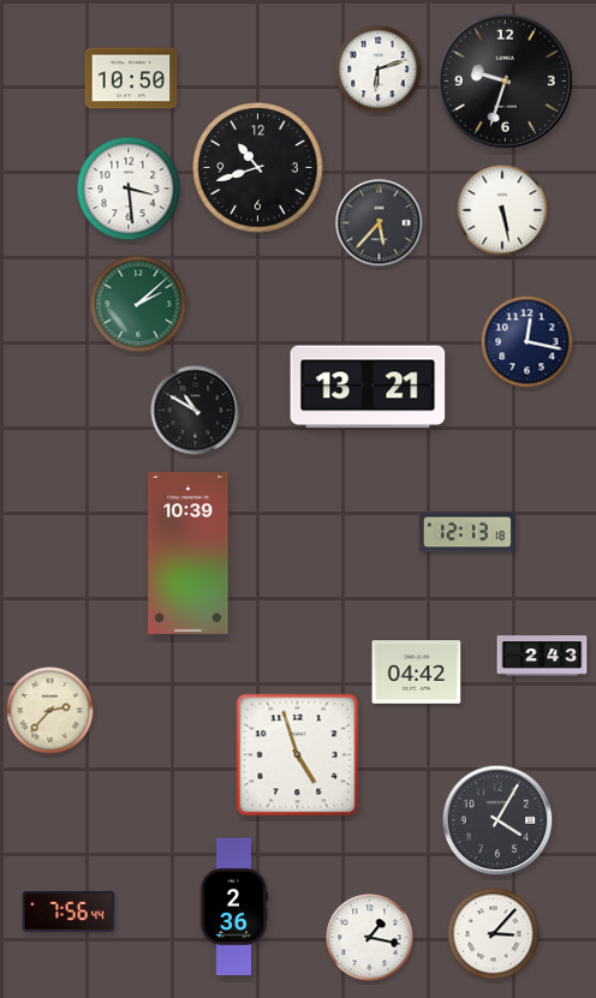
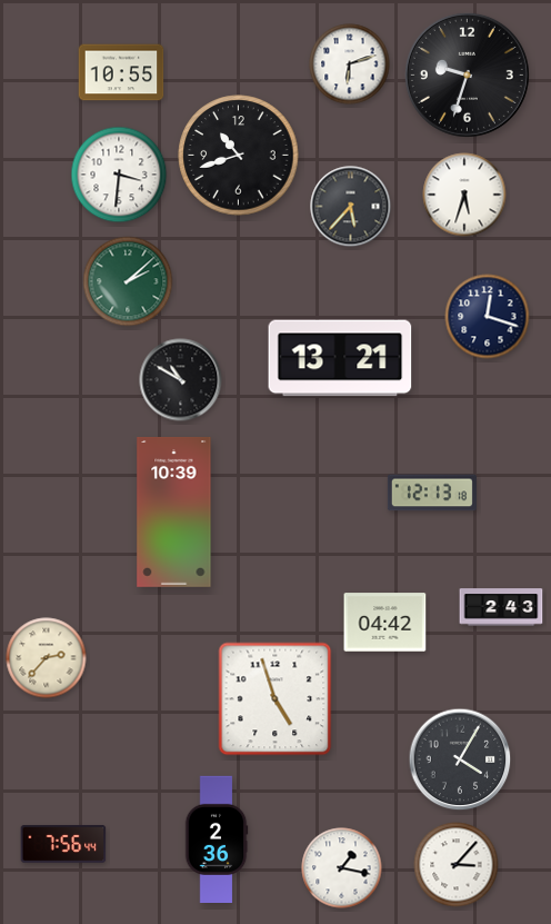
clock at (131, 78): 10:50 -> 10:55
clock at (129, 189): 3:29 -> 3:31
clock at (502, 210): 5:28 -> 5:33
clock at (528, 342): 12:17 -> 12:18
